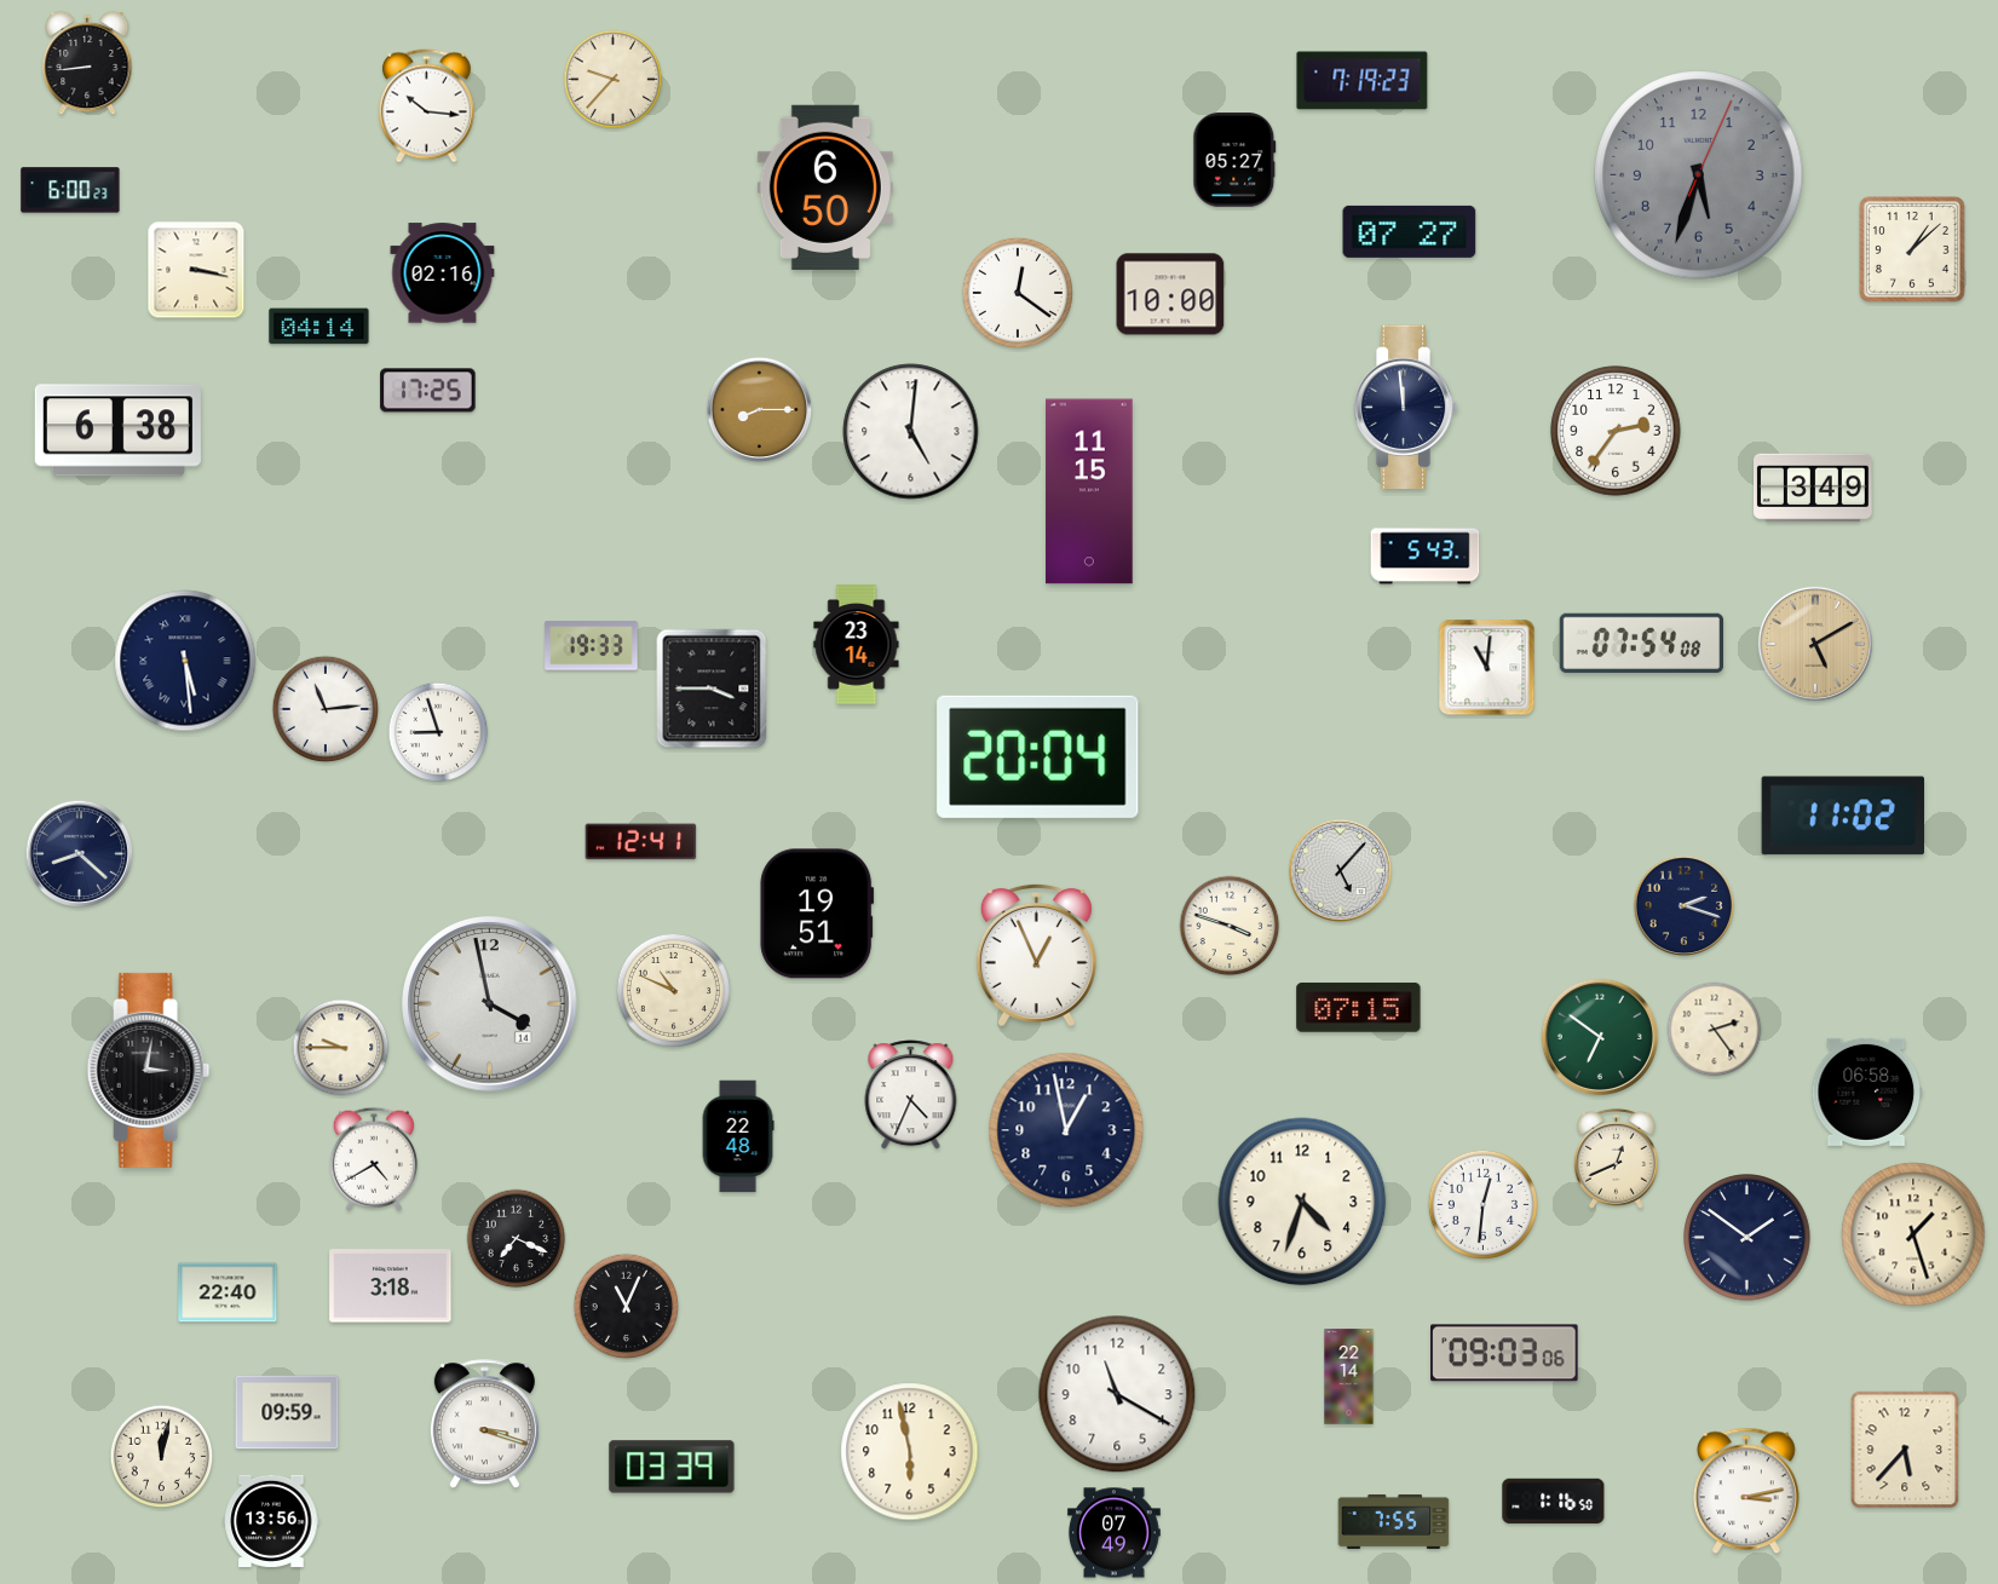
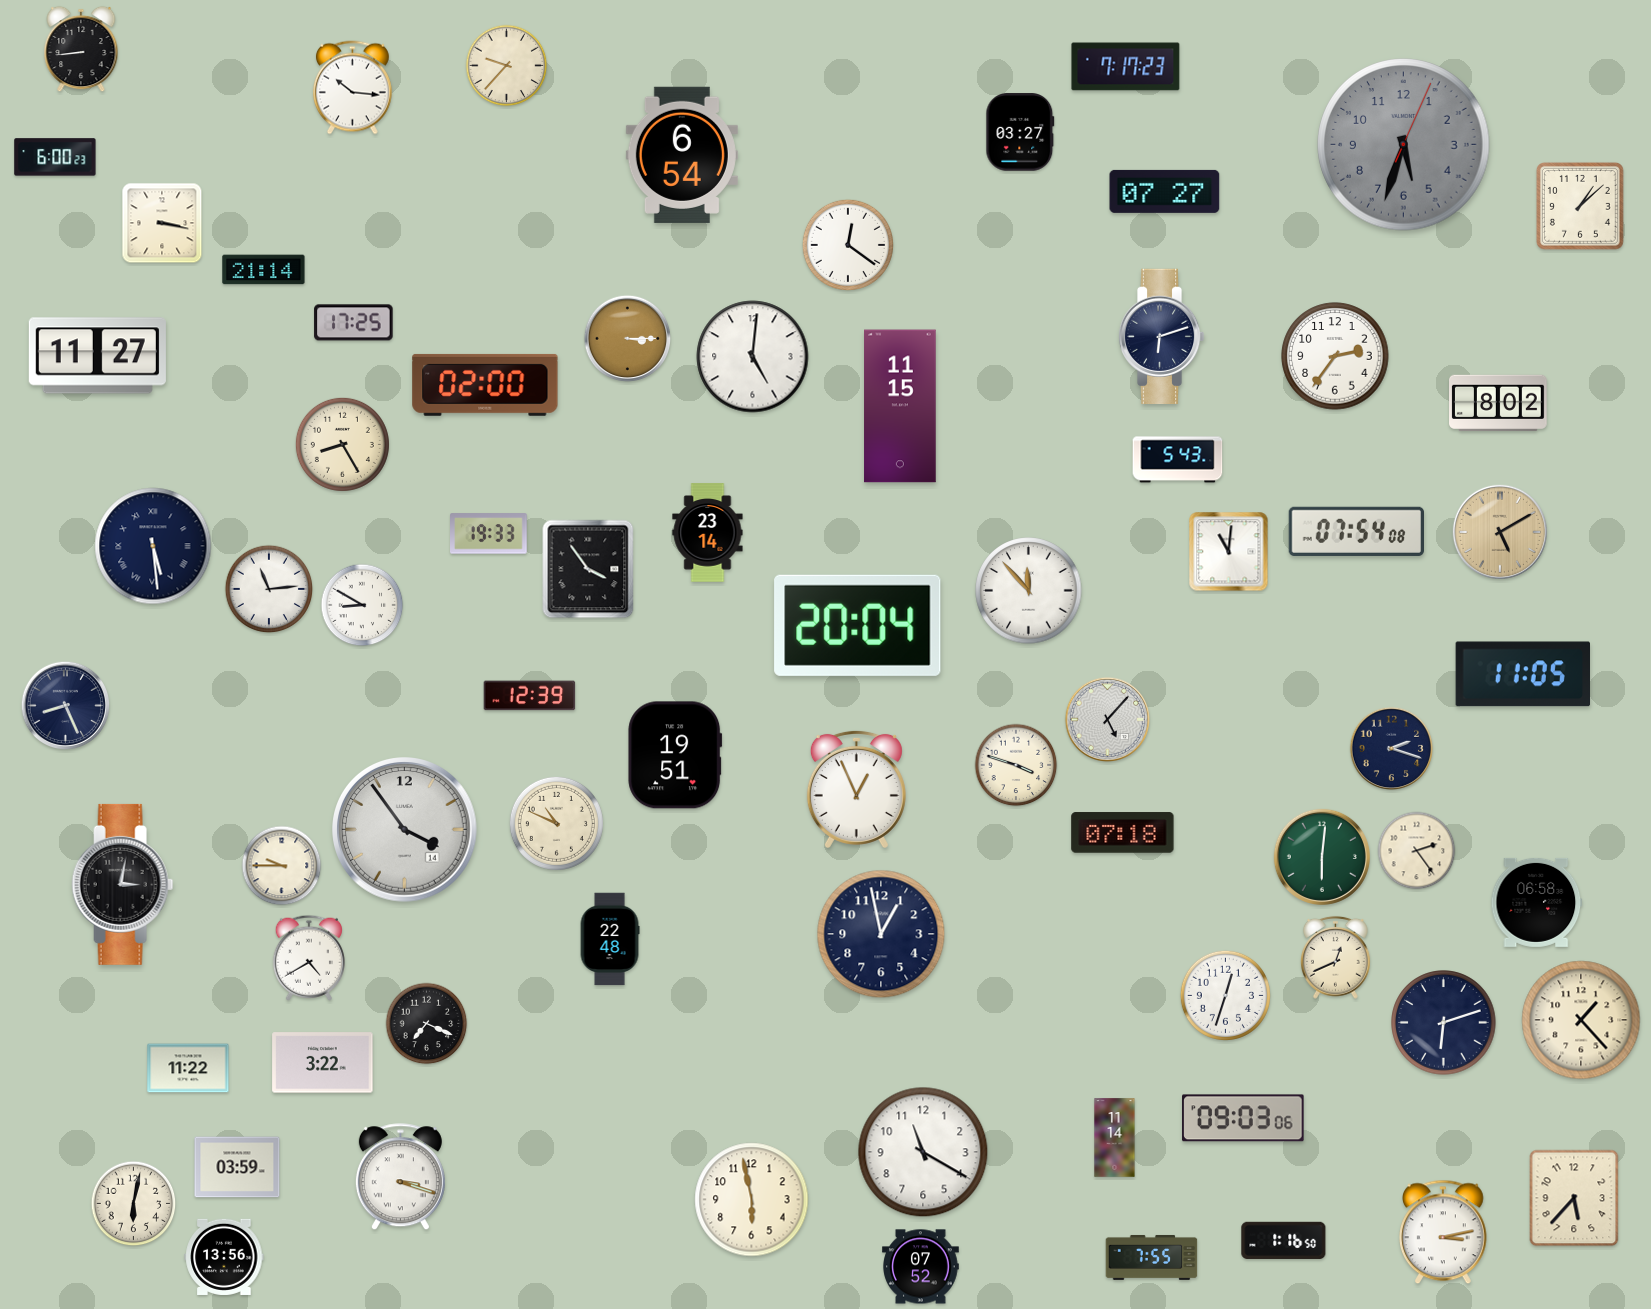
clock at (87, 63) position: (87, 63) -> (81, 49)
clock at (1363, 81): 7:19 -> 7:17
clock at (1234, 160): 05:27 -> 03:27
clock at (825, 188): 6:50 -> 6:54
clock at (70, 190) position: (70, 190) -> (55, 157)
clock at (443, 273): 02:16 -> none
clock at (1018, 293) position: (1018, 293) -> (848, 245)
clock at (1170, 294): 10:00 -> none
clock at (319, 327): 04:14 -> 21:14
clock at (1405, 407): 11:59 -> 6:12
clock at (759, 409): 8:15 -> 3:15
clock at (117, 431): 6:38 -> 11:27
clock at (485, 385): none -> 02:00
clock at (1814, 486): 3:49 -> 8:02
clock at (342, 444): none -> 8:25
clock at (712, 689): 3:45 -> 3:54
clock at (326, 709) position: (326, 709) -> (269, 589)
clock at (1029, 591): none -> 11:53
clock at (438, 732): 8:57 -> 8:50
clock at (1842, 816): 11:02 -> 11:05
clock at (641, 842): 12:41 -> 12:39
clock at (79, 853): 8:22 -> 8:26
clock at (673, 990) position: (673, 990) -> (556, 823)
clock at (490, 1004): 3:58 -> 3:54
clock at (1359, 1008): 07:15 -> 07:18
clock at (1600, 1037): 6:51 -> 6:01
clock at (1867, 1091) position: (1867, 1091) -> (1537, 902)
clock at (911, 1095): 4:34 -> none
clock at (1302, 1202): 4:33 -> none
clock at (1482, 1204): 12:31 -> 12:33
clock at (1913, 1234): 1:27 -> 1:23
clock at (1747, 1238): 1:51 -> 6:12
clock at (391, 1286): 3:18 -> 3:22
clock at (228, 1292): 22:40 -> 11:22
clock at (627, 1307): 11:04 -> none
clock at (1349, 1377): 22:14 -> 11:14
clock at (287, 1412): 09:59 -> 03:59
clock at (162, 1457): 12:02 -> 6:02
clock at (672, 1467): 03:39 -> none
clock at (1115, 1533): 07:49 -> 07:52
